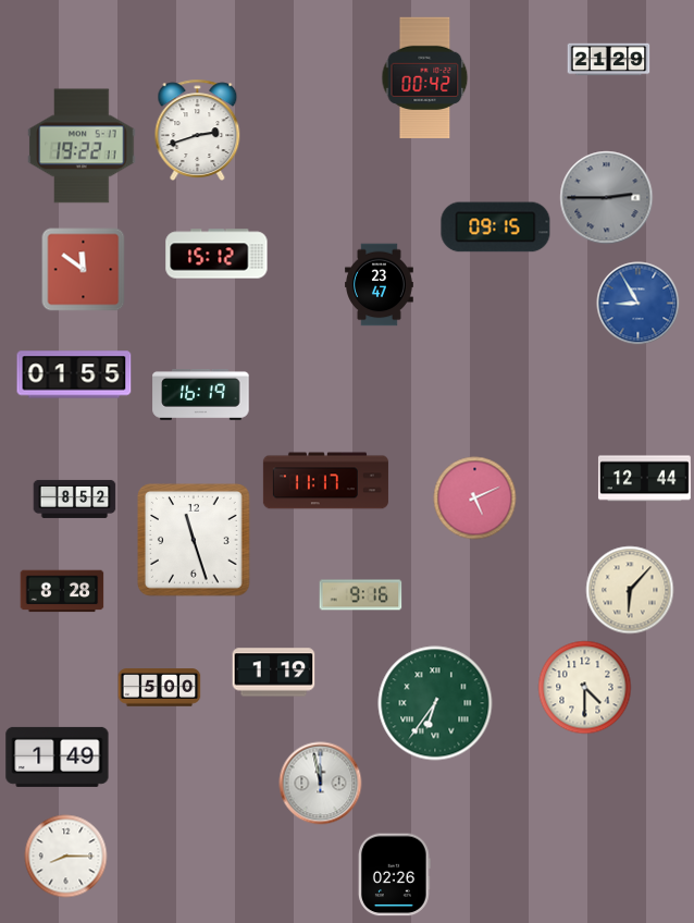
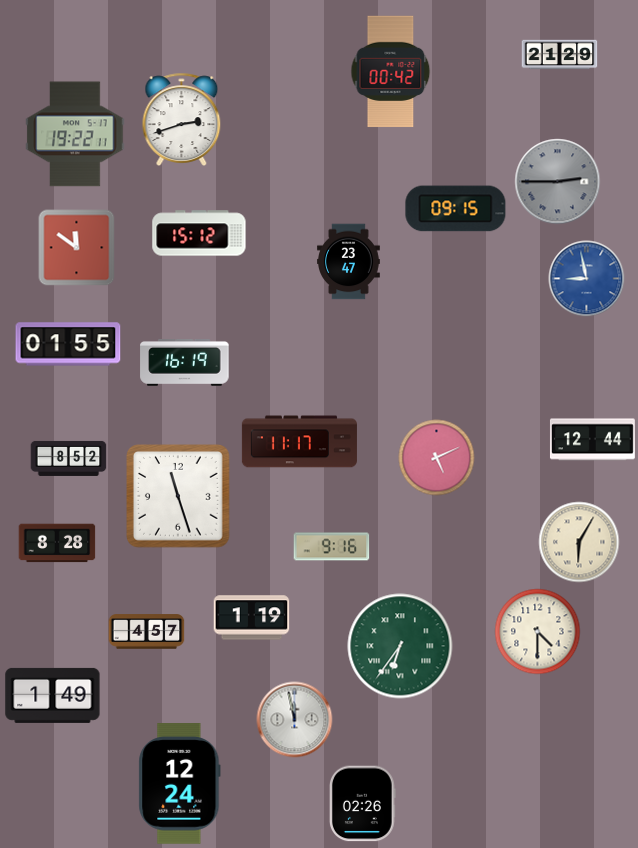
clock at (639, 304): 8:55 -> 8:58
clock at (630, 590): 6:07 -> 6:05
clock at (160, 688): 5:00 -> 4:57
clock at (180, 784): none -> 12:24
clock at (66, 857): 8:15 -> none
